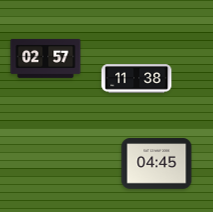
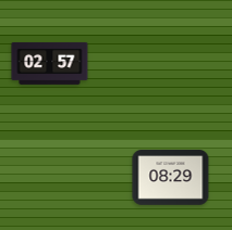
clock at (137, 79): 11:38 -> none
clock at (157, 164): 04:45 -> 08:29
